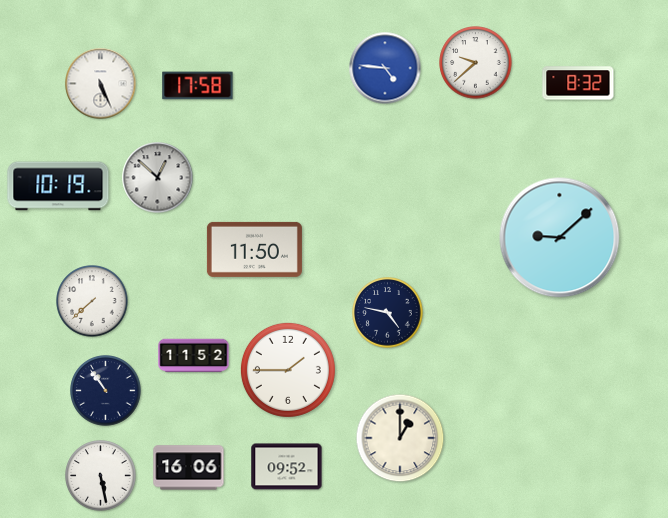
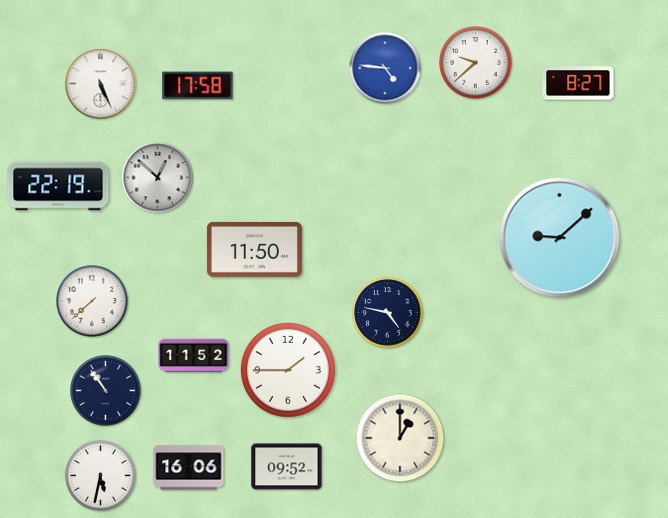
clock at (578, 83): 8:32 -> 8:27
clock at (58, 186): 10:19 -> 22:19
clock at (101, 476): 5:28 -> 5:32
